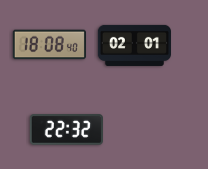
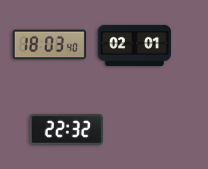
clock at (49, 45): 18:08 -> 18:03
